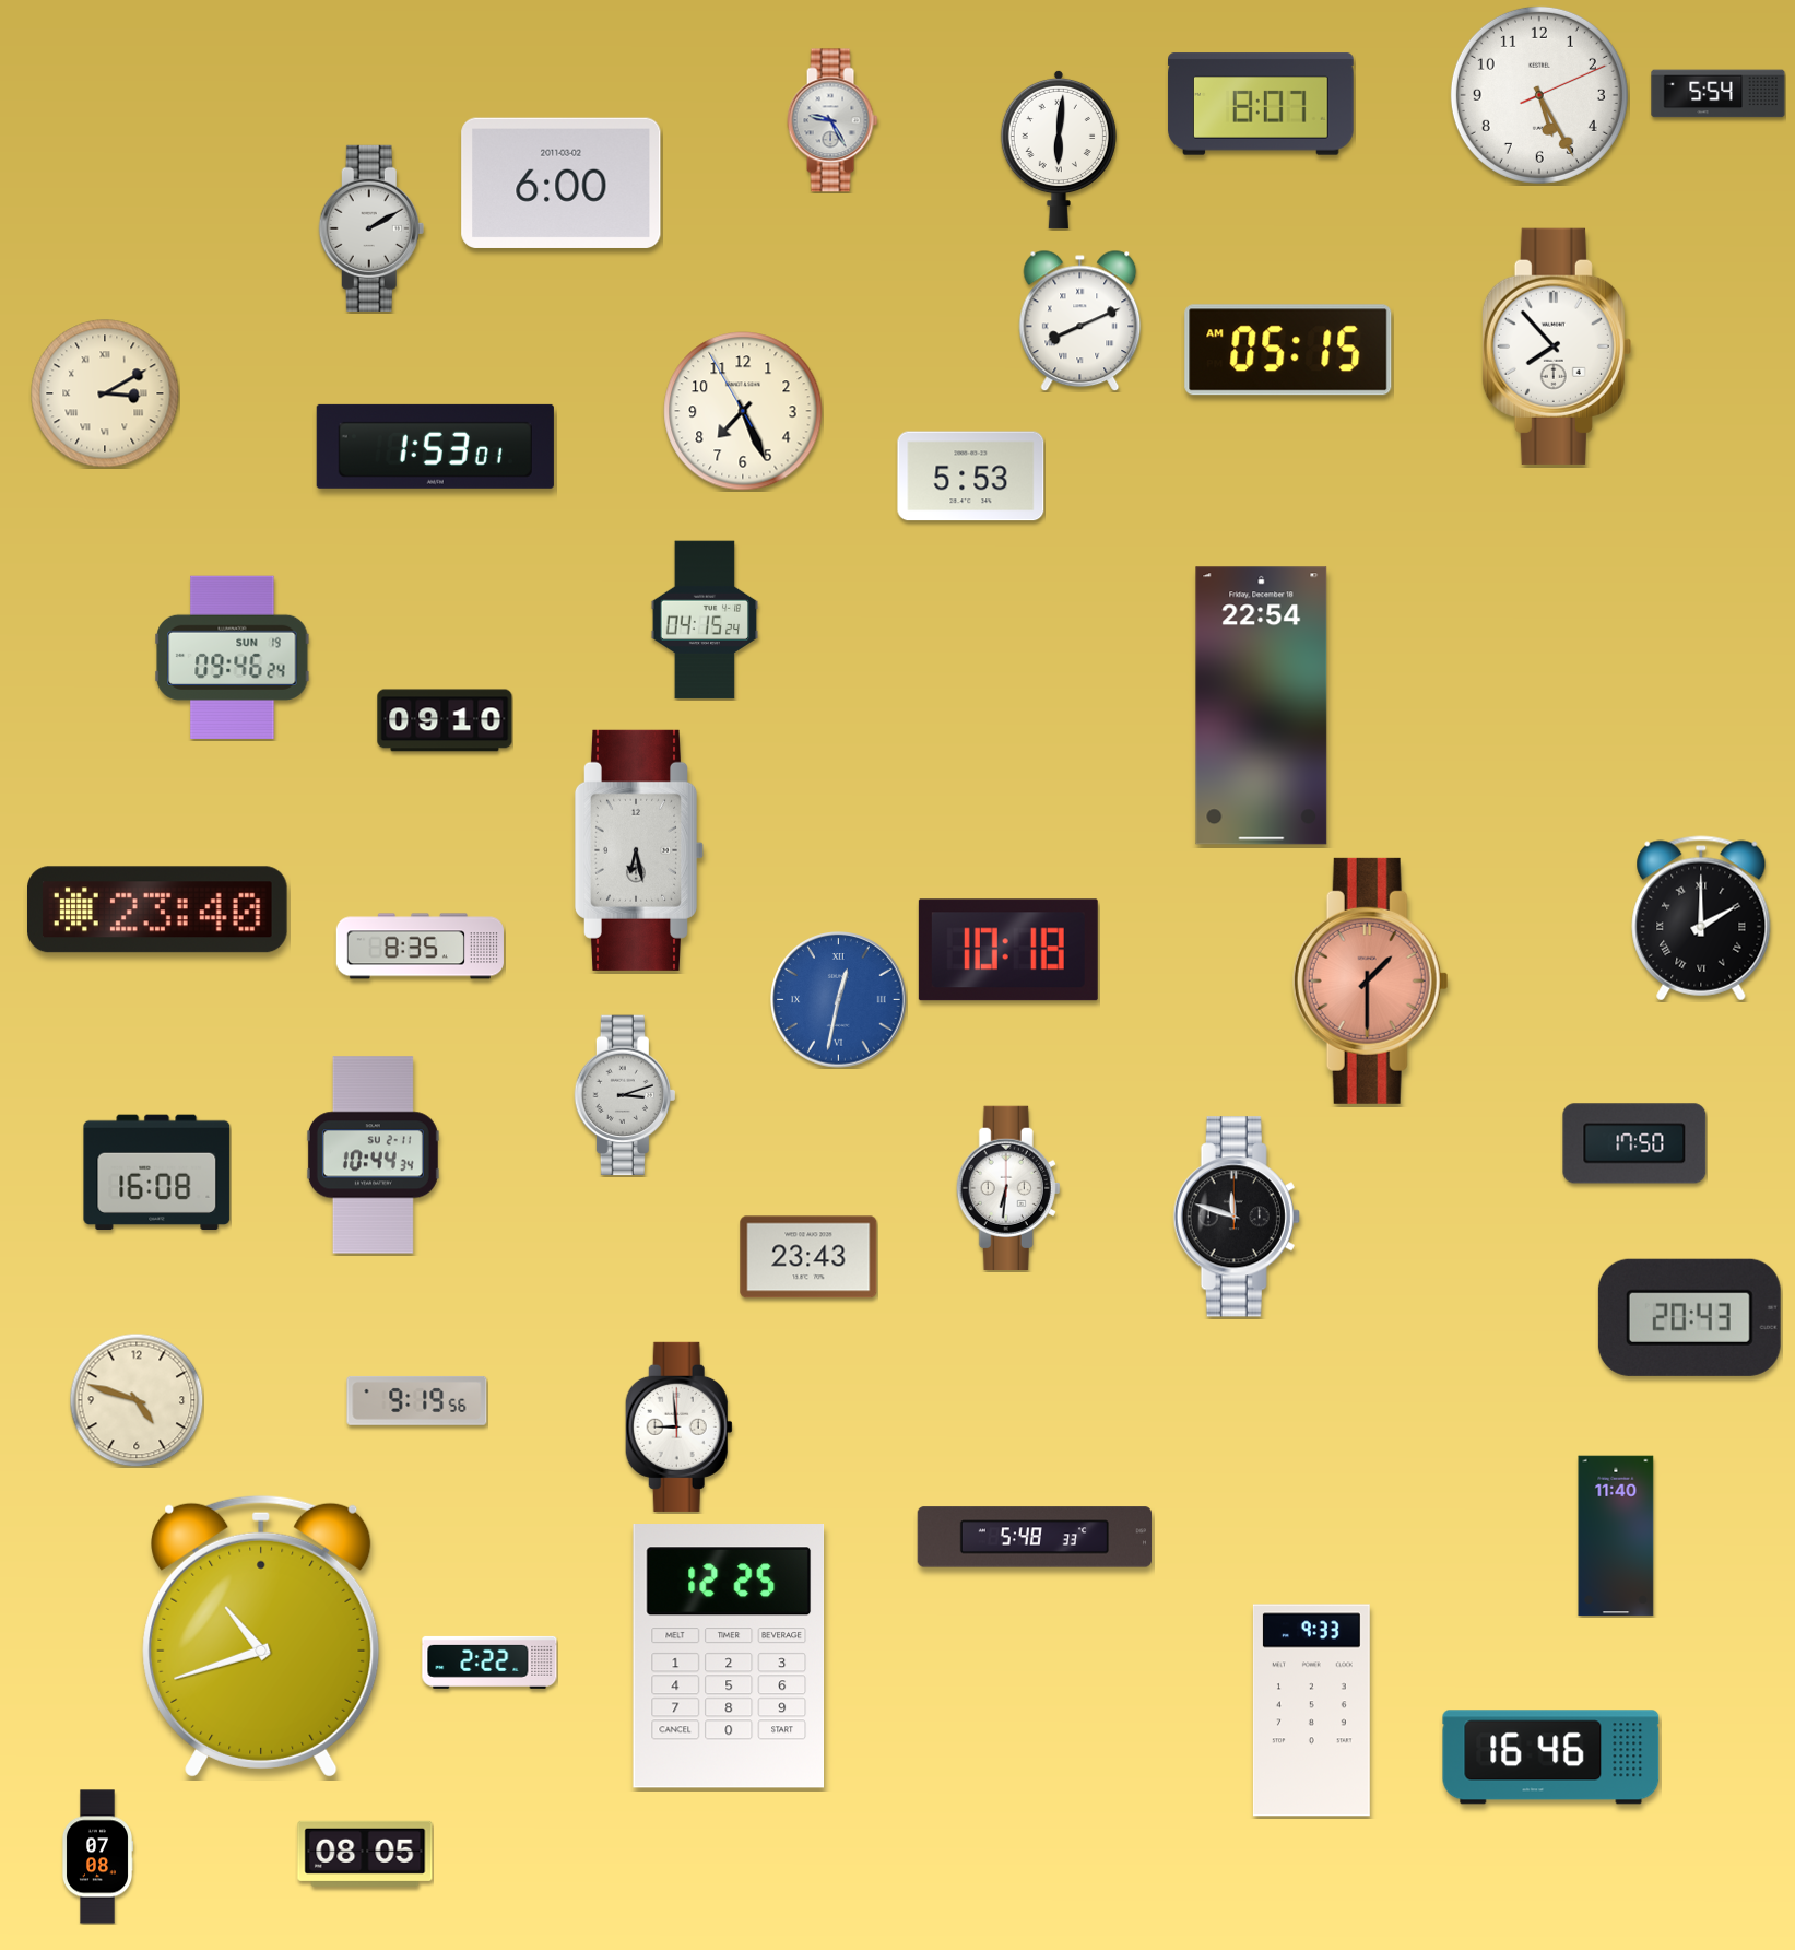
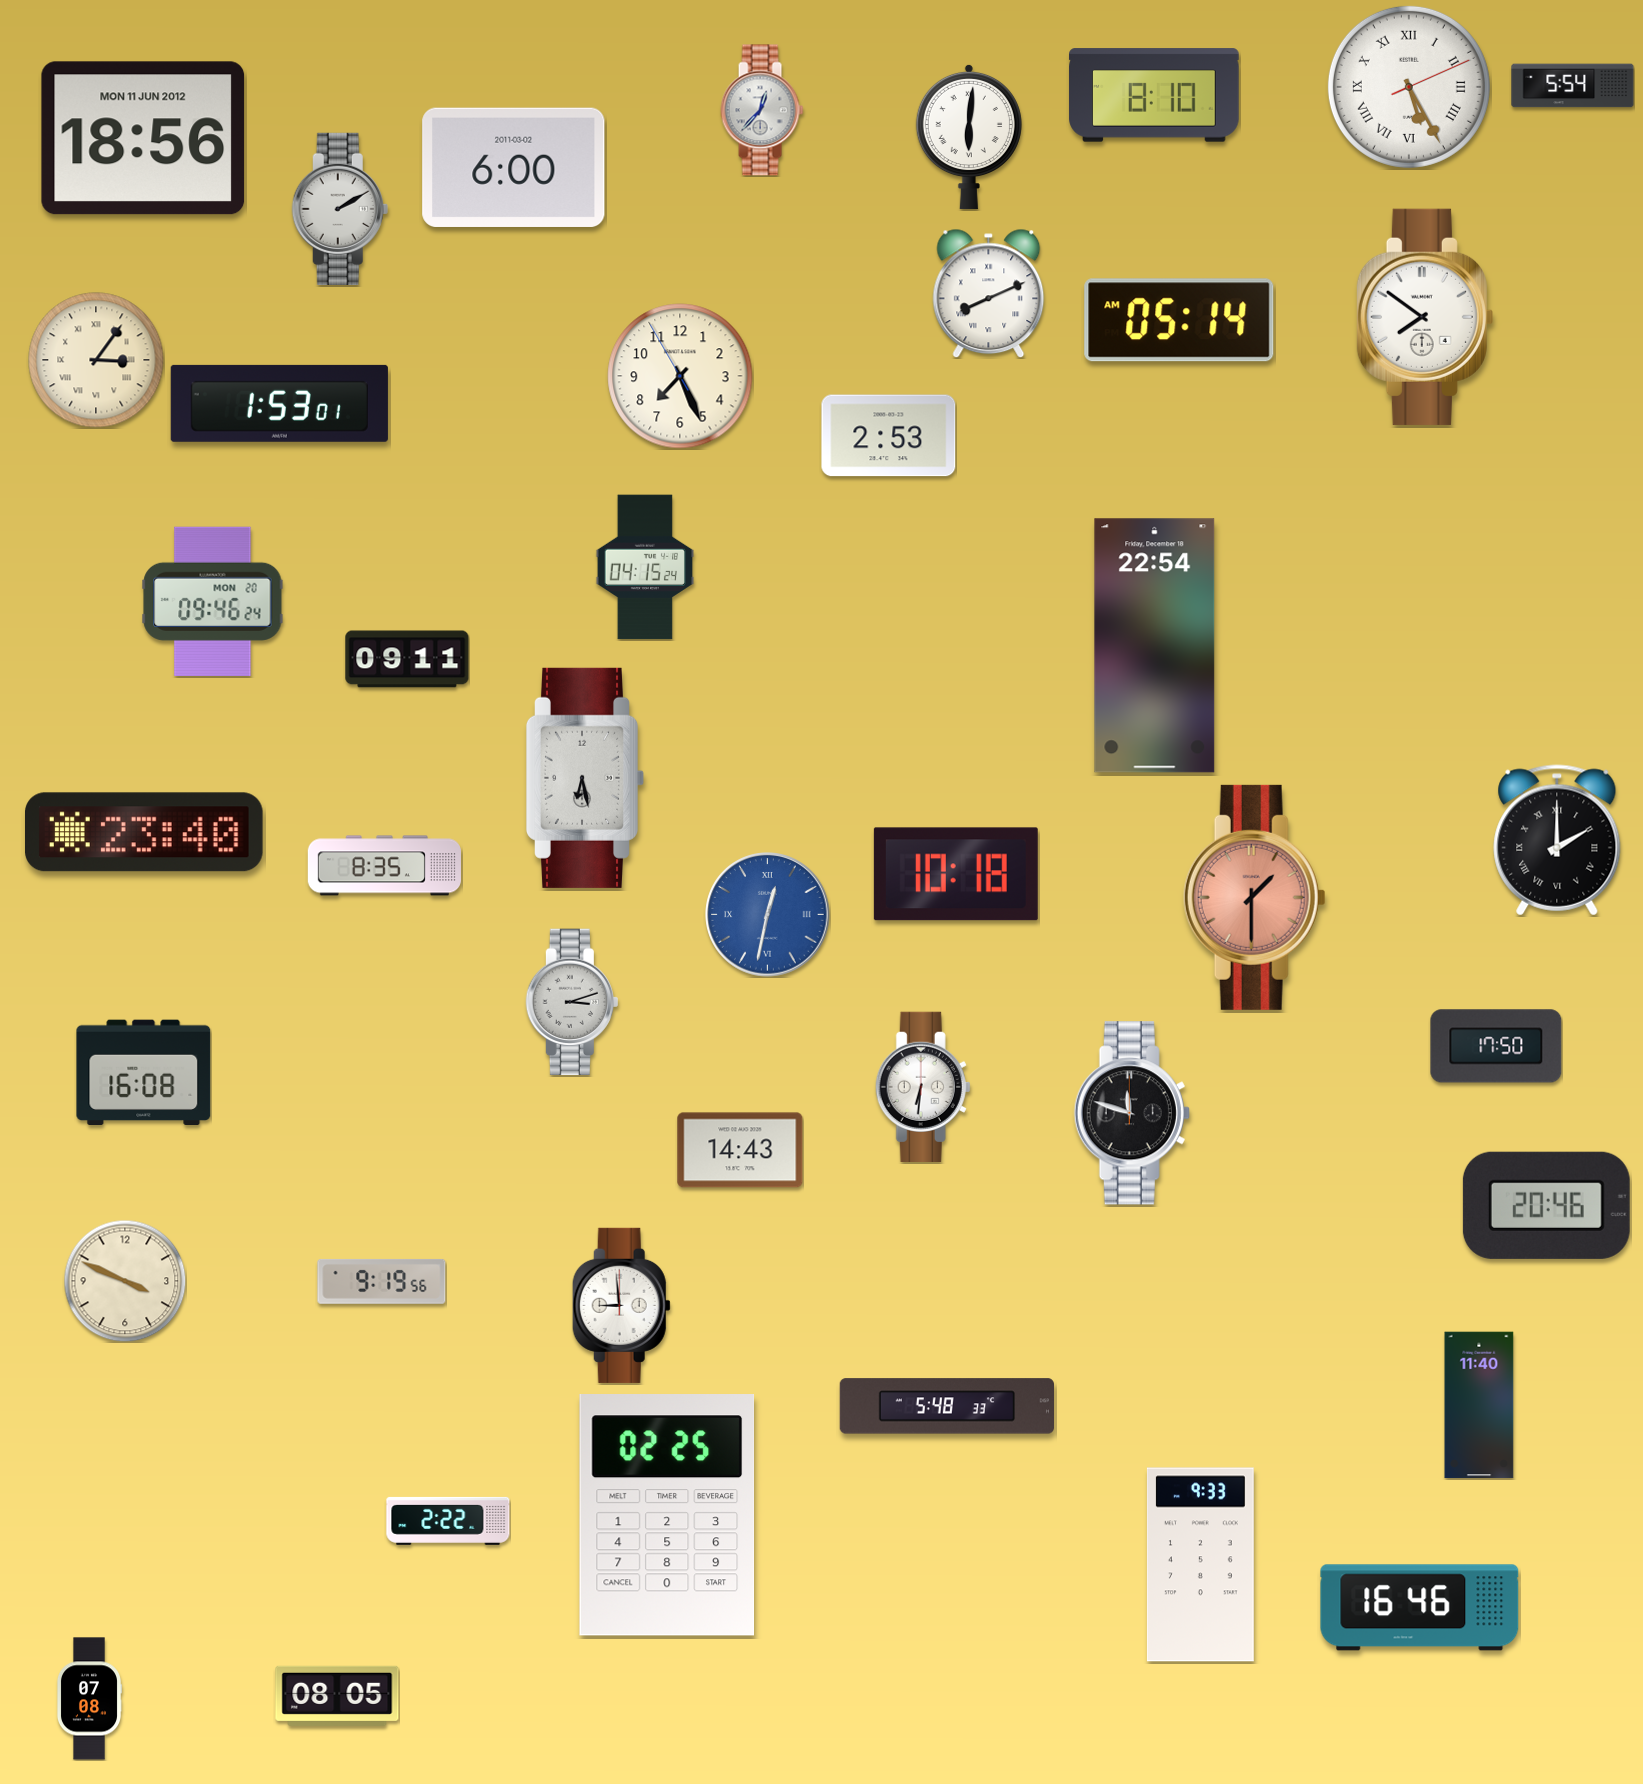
clock at (1539, 95) numerals: Arabic -> Roman
clock at (1261, 104): 8:07 -> 8:10
clock at (832, 120): 9:25 -> 12:37
clock at (143, 138): none -> 18:56
clock at (1557, 346): 7:53 -> 7:51
clock at (1288, 350): 05:15 -> 05:14
clock at (105, 393): 3:10 -> 3:06
clock at (435, 446) position: (435, 446) -> (279, 403)
clock at (971, 477): 5:53 -> 2:53
clock at (233, 657) date: SUN 19 -> MON 20
clock at (445, 720): 09:10 -> 09:11
clock at (1008, 950) position: (1008, 950) -> (956, 874)
clock at (373, 1155): 10:44 -> none
clock at (808, 1257): 23:43 -> 14:43
clock at (1689, 1317): 20:43 -> 20:46
clock at (137, 1400): 4:48 -> 3:49
clock at (261, 1636): 10:42 -> none
clock at (728, 1657): 12:25 -> 02:25
clock at (365, 1854) position: (365, 1854) -> (337, 1696)
